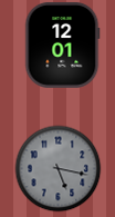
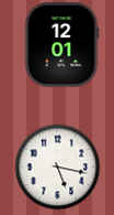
clock at (57, 168) dial: grey -> white
